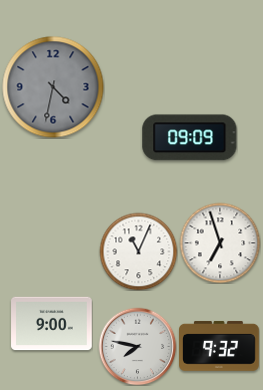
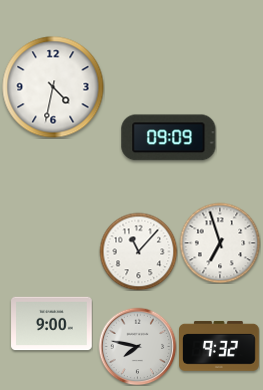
clock at (53, 87) dial: grey -> white
clock at (190, 138) position: (190, 138) -> (169, 138)
clock at (138, 251): 11:04 -> 11:07
